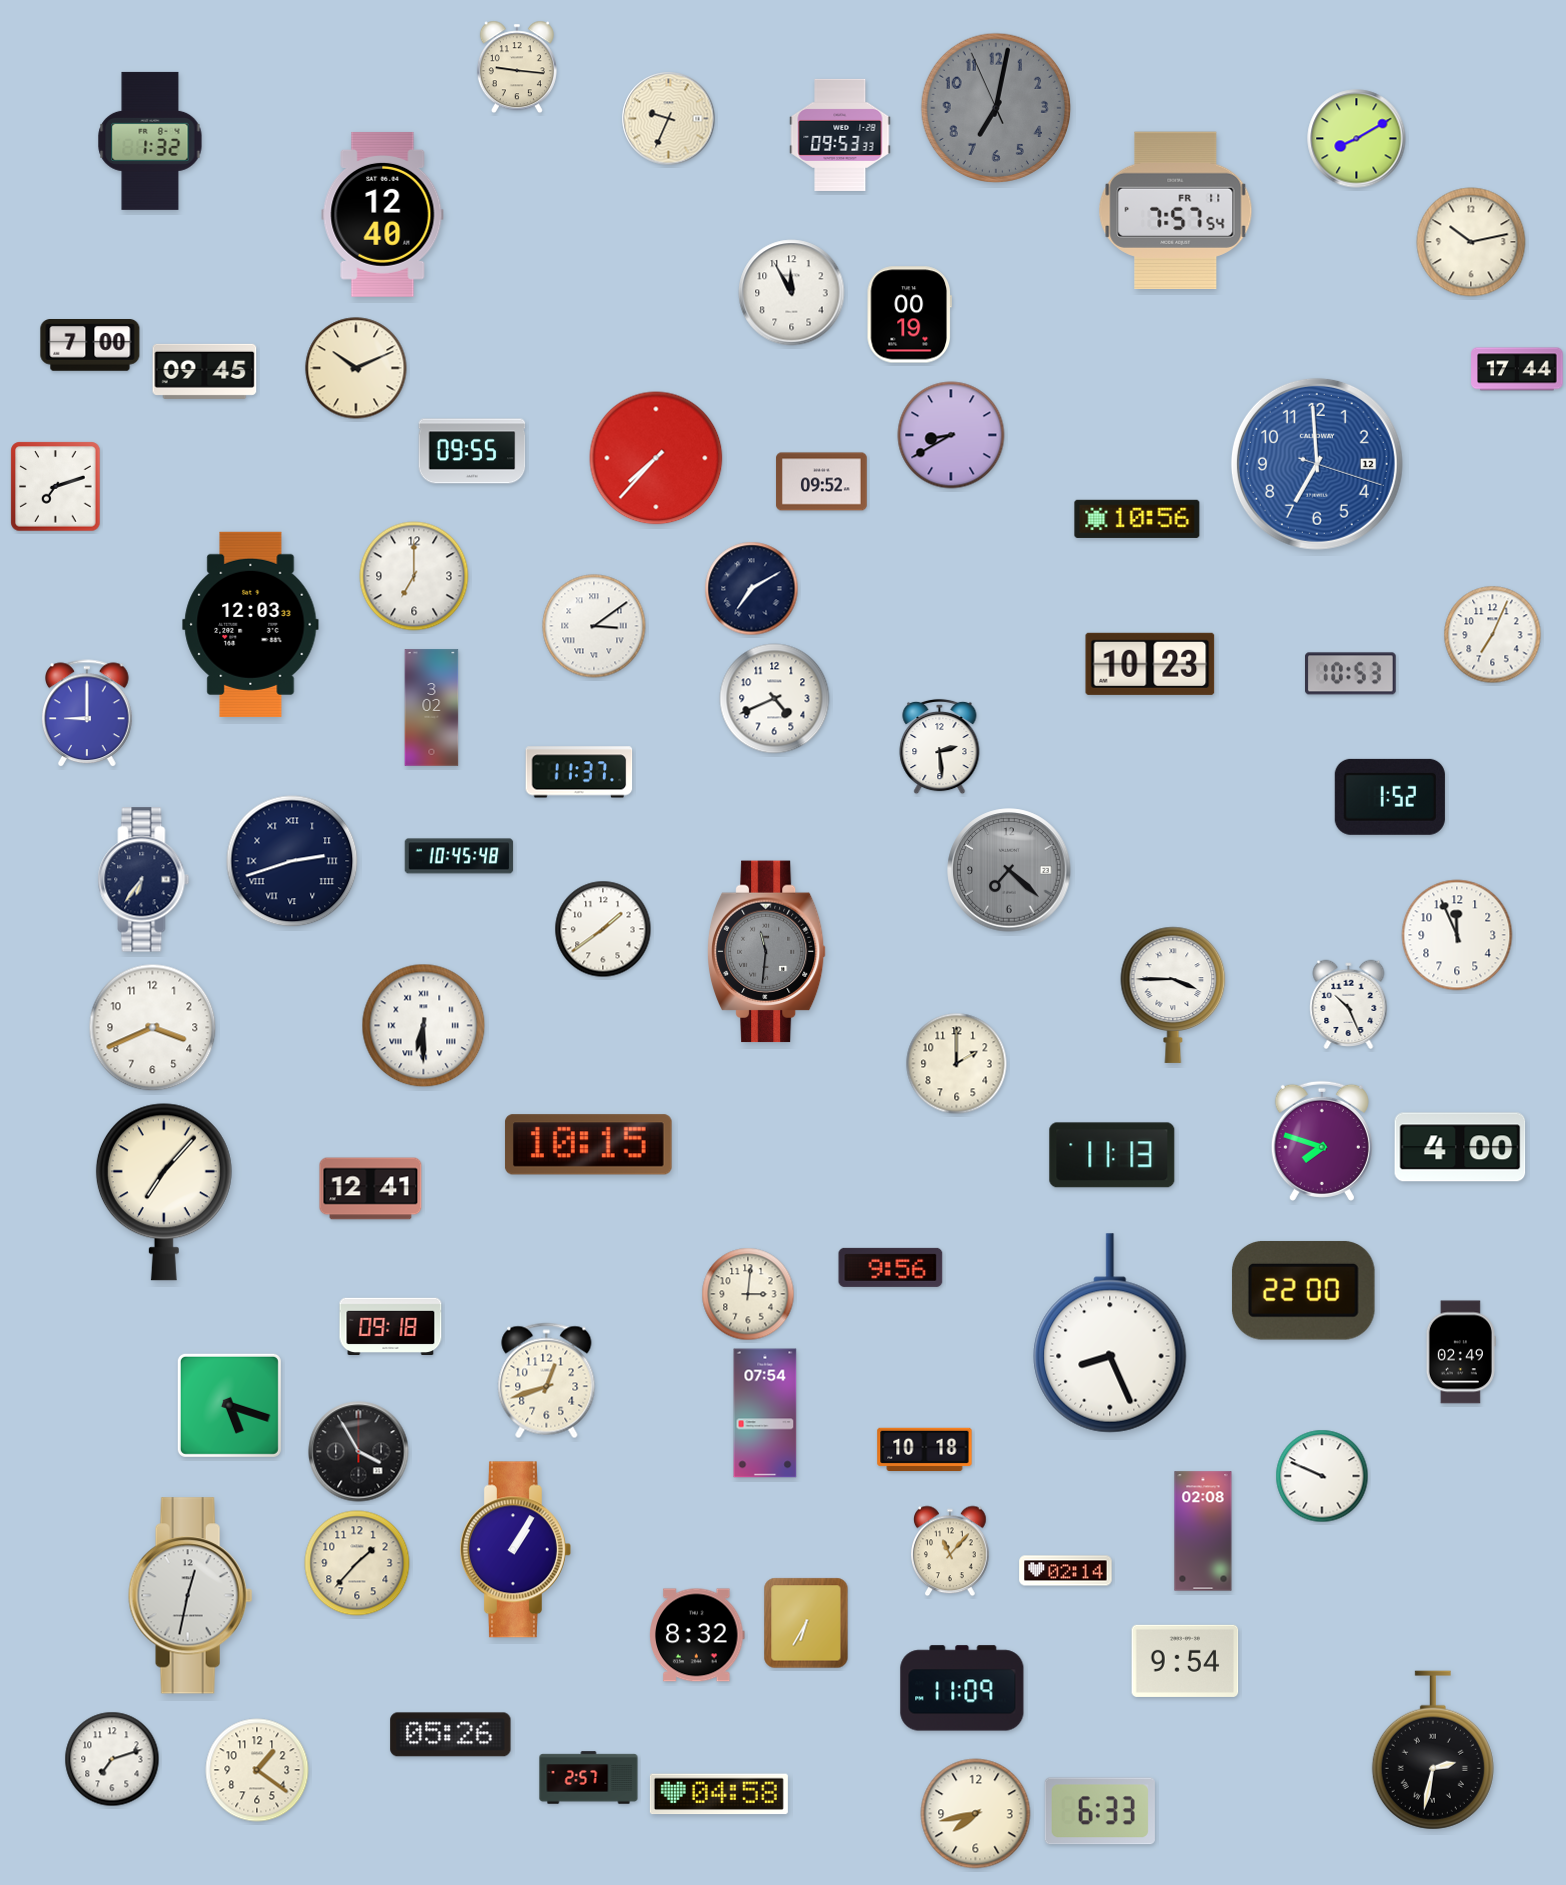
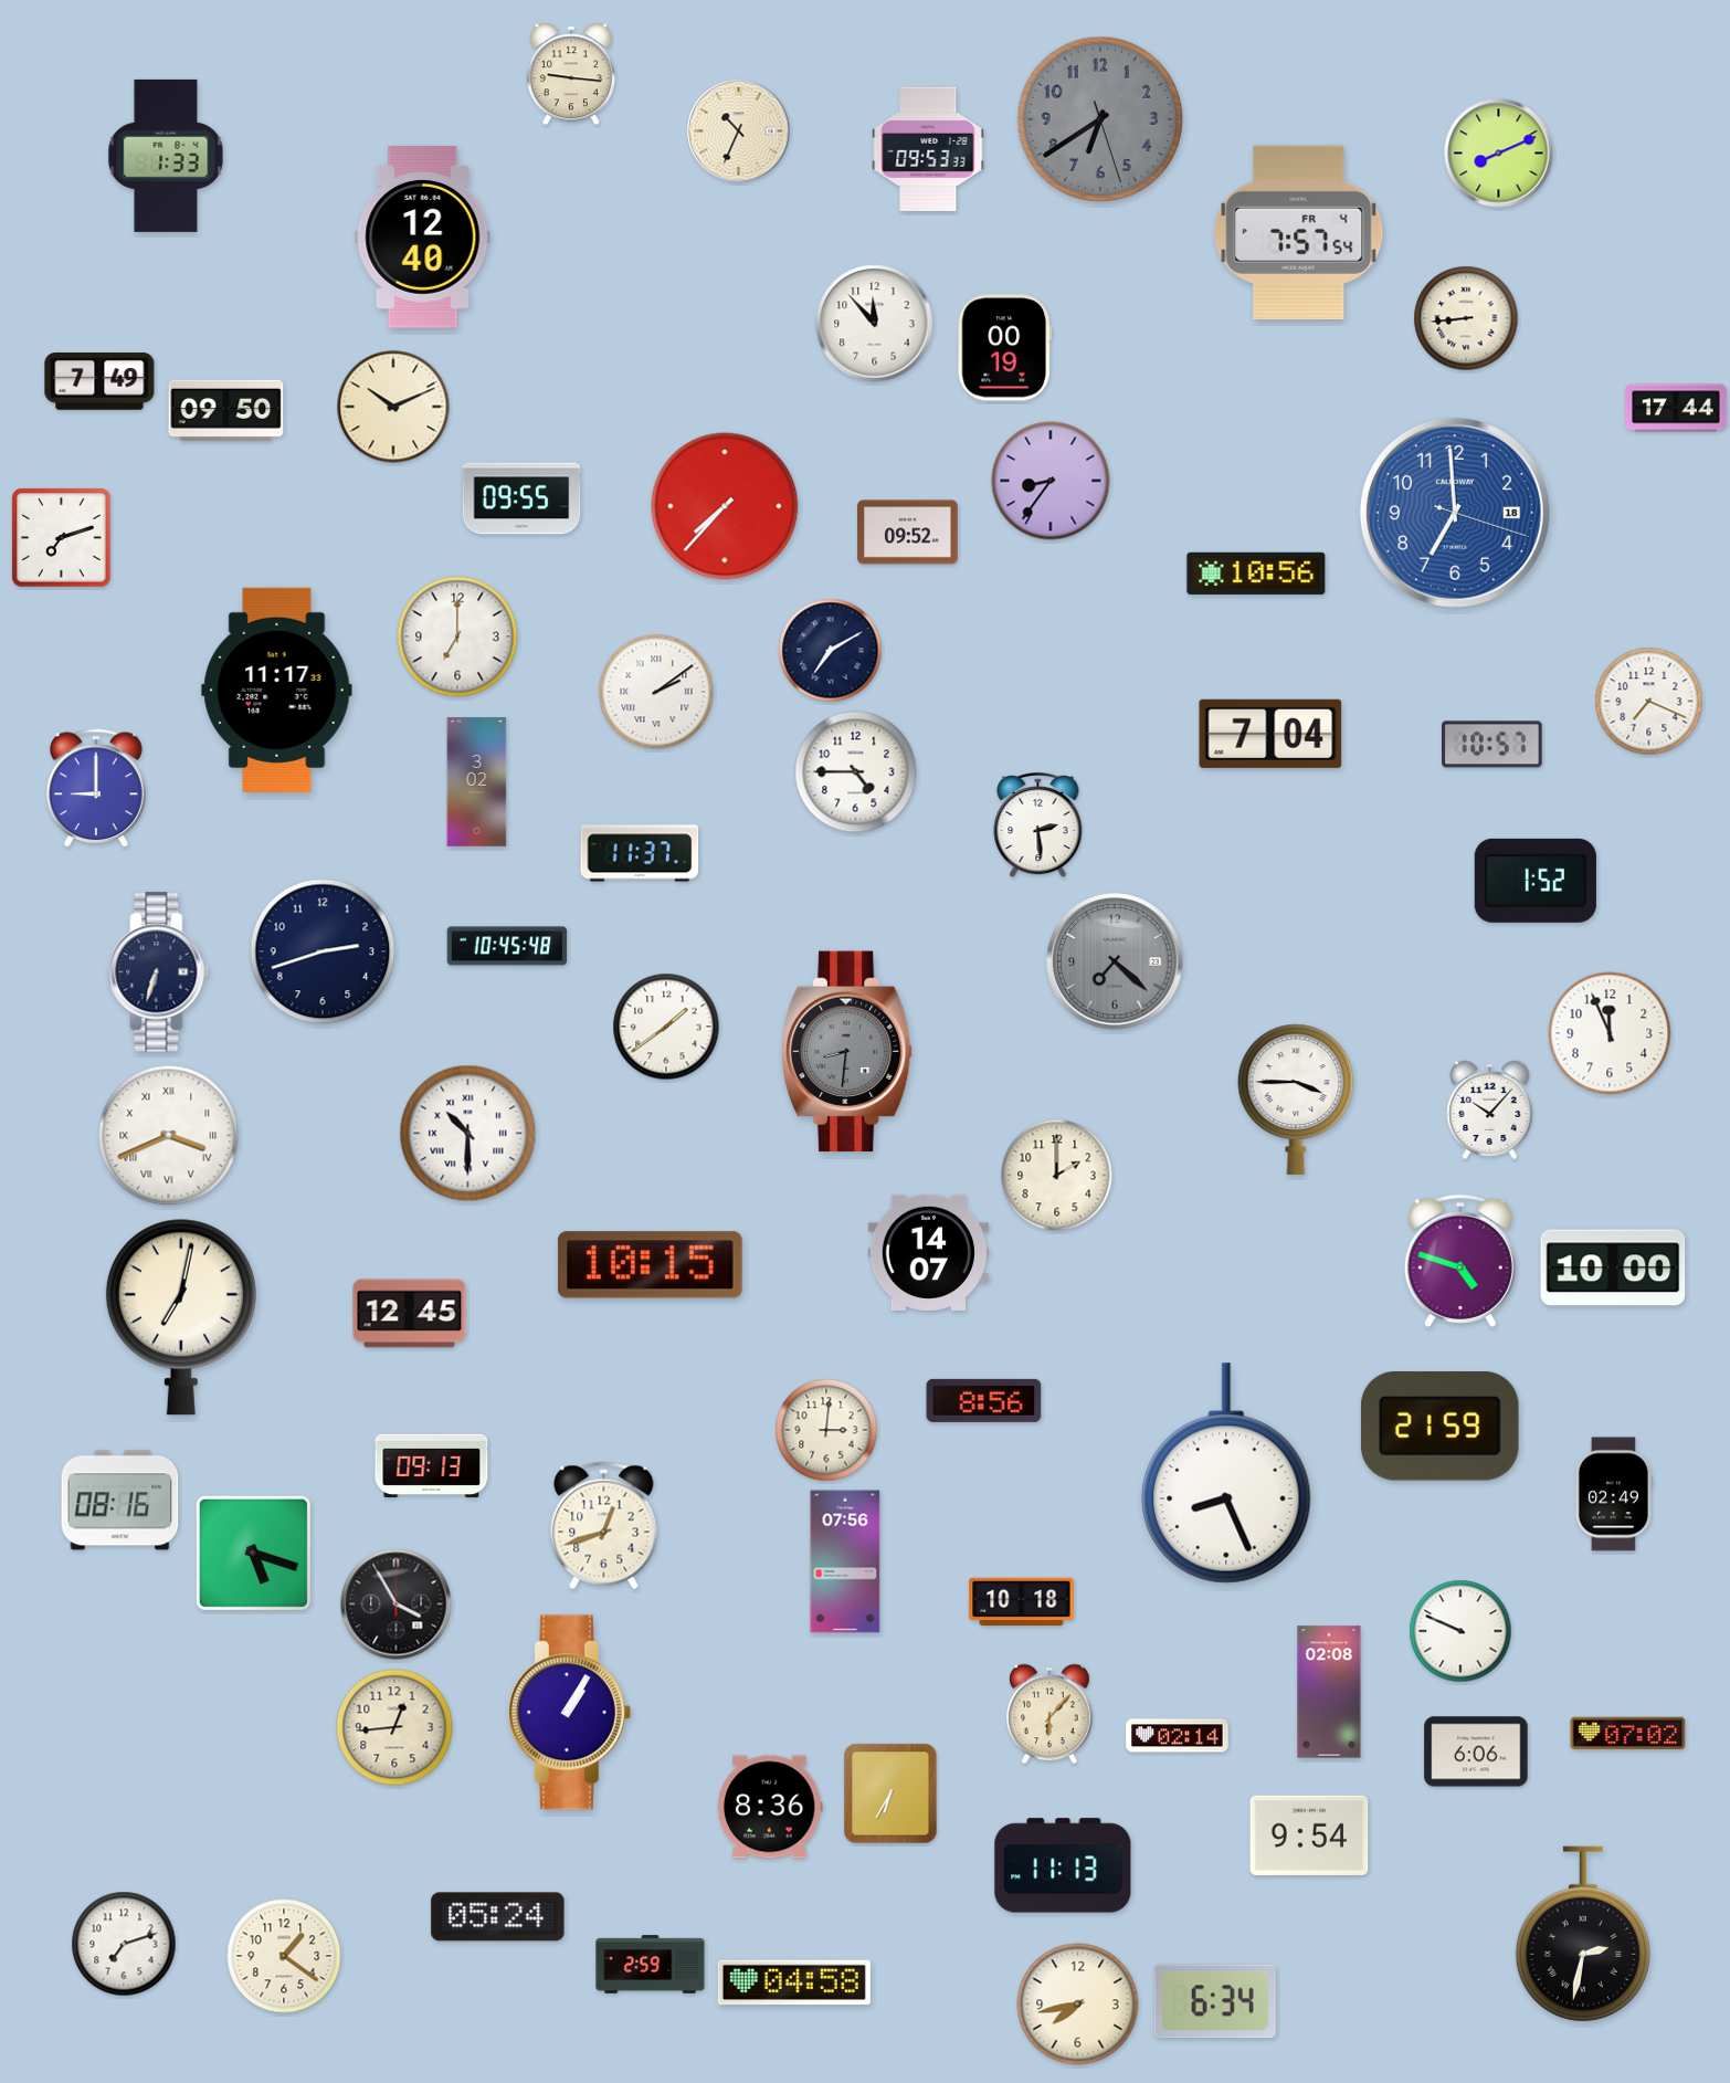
clock at (995, 107): 7:01 -> 6:39
clock at (669, 119): 9:34 -> 10:34
clock at (1357, 139): 8:10 -> 8:11
clock at (150, 141): 1:32 -> 1:33
clock at (1176, 210) date: FR 11 -> FR 4
clock at (1471, 242): 10:13 -> none
clock at (1466, 318): none -> 8:44
clock at (792, 293): 11:55 -> 11:53
clock at (90, 345): 7:00 -> 7:49
clock at (205, 371): 09:45 -> 09:50
clock at (951, 435): 8:40 -> 8:36
clock at (1317, 464) date: 12 -> 18
clock at (251, 624): 12:03 -> 11:17
clock at (594, 626): 3:09 -> 2:09
clock at (1493, 635): 7:04 -> 7:19
clock at (1150, 664): 10:23 -> 7:04
clock at (1351, 674): 10:53 -> 10:57
clock at (775, 699): 4:41 -> 4:45
clock at (292, 861) numerals: Roman -> Arabic
clock at (144, 880): 6:36 -> 6:33
clock at (766, 952): 11:31 -> 8:31
clock at (1349, 1005): 10:26 -> 10:07
clock at (424, 1026): 6:30 -> 10:30
clock at (153, 1028) numerals: Arabic -> Roman
clock at (928, 1252): none -> 14:07
clock at (1322, 1141): 7:48 -> 4:48
clock at (1460, 1147): 4:00 -> 10:00
clock at (1112, 1155): 11:13 -> none
clock at (371, 1189): 12:41 -> 12:45
clock at (164, 1192): 7:07 -> 7:02
clock at (891, 1267): 9:56 -> 8:56
clock at (1303, 1290): 22:00 -> 21:59
clock at (391, 1326): 09:18 -> 09:13
clock at (120, 1501): none -> 08:16
clock at (765, 1413): 07:54 -> 07:56
clock at (950, 1551): 11:07 -> 6:07
clock at (357, 1563): 1:37 -> 12:44
clock at (1628, 1733): none -> 07:02
clock at (1476, 1751): none -> 6:06
clock at (191, 1596): 12:32 -> none
clock at (697, 1635): 8:32 -> 8:36
clock at (962, 1688): 11:09 -> 11:13
clock at (451, 1735): 05:26 -> 05:24
clock at (589, 1778): 2:57 -> 2:59
clock at (1100, 1811): 6:33 -> 6:34
